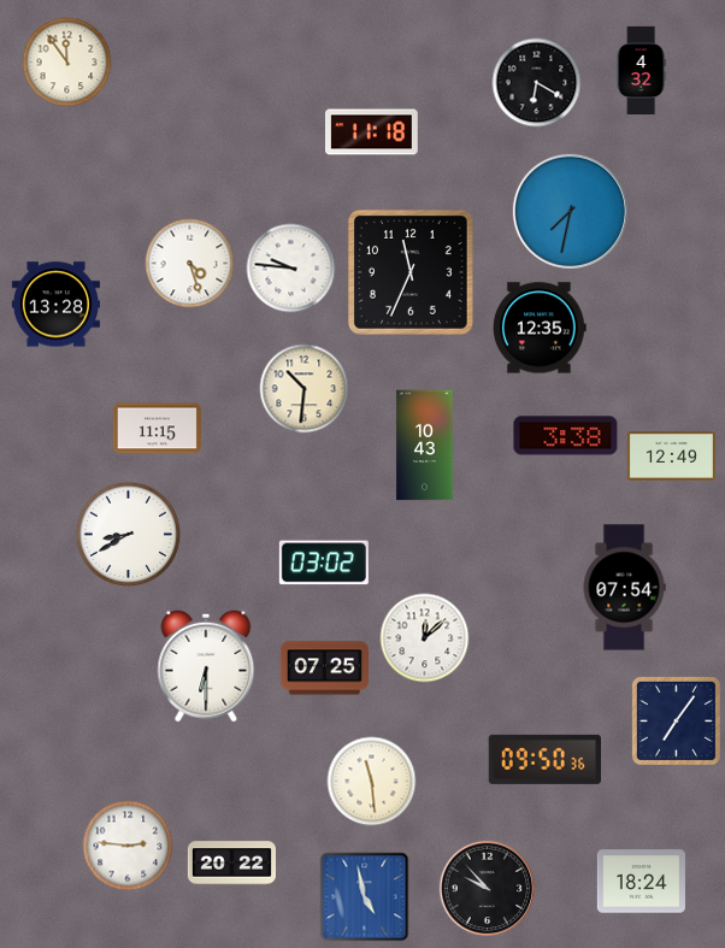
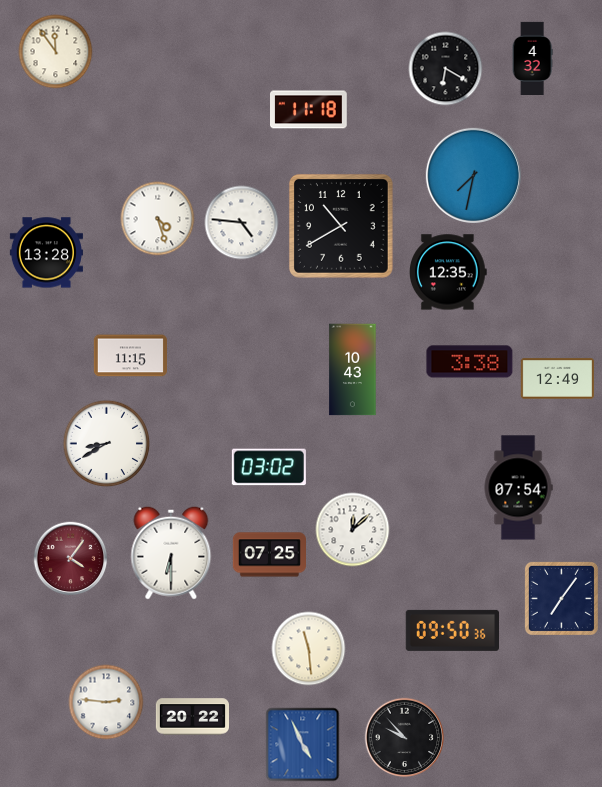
clock at (291, 269): 9:46 -> 4:46
clock at (411, 272): 11:34 -> 10:40
clock at (305, 389): 10:31 -> none
clock at (71, 559): none -> 4:06
clock at (641, 882): 18:24 -> none
clock at (365, 897): 4:58 -> 4:56
